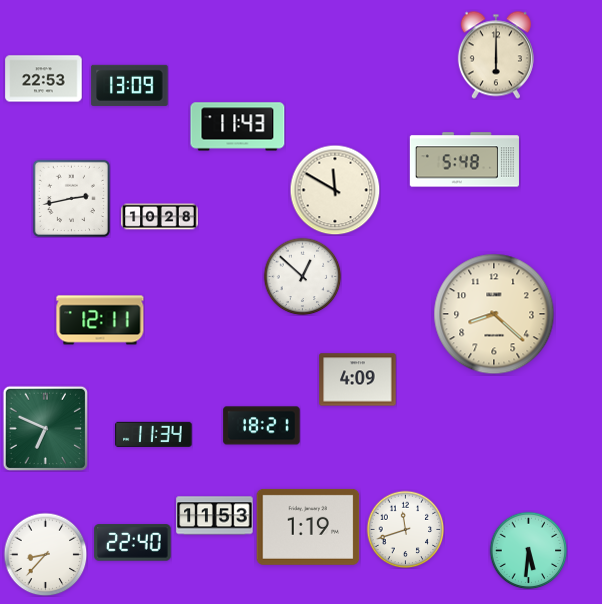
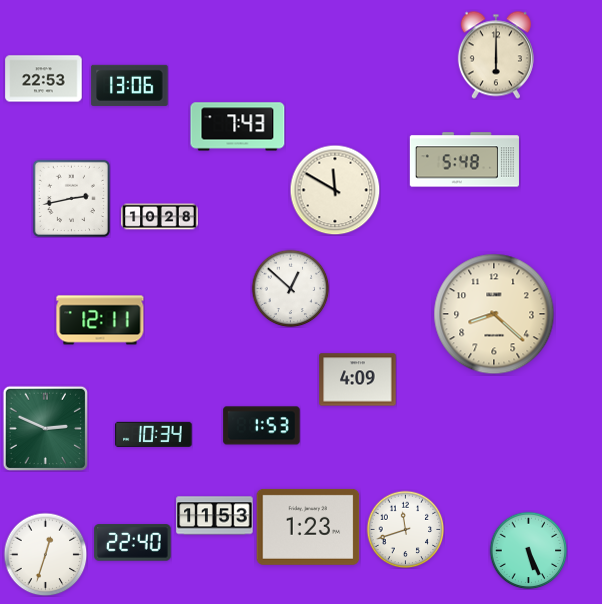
clock at (130, 85): 13:09 -> 13:06
clock at (238, 127): 11:43 -> 7:43
clock at (302, 276) position: (302, 276) -> (290, 288)
clock at (262, 426): 18:21 -> 1:53
clock at (45, 428): 6:49 -> 2:49
clock at (154, 434): 11:34 -> 10:34
clock at (308, 527): 1:19 -> 1:23
clock at (528, 550): 5:31 -> 5:26
clock at (45, 554): 8:37 -> 12:33
